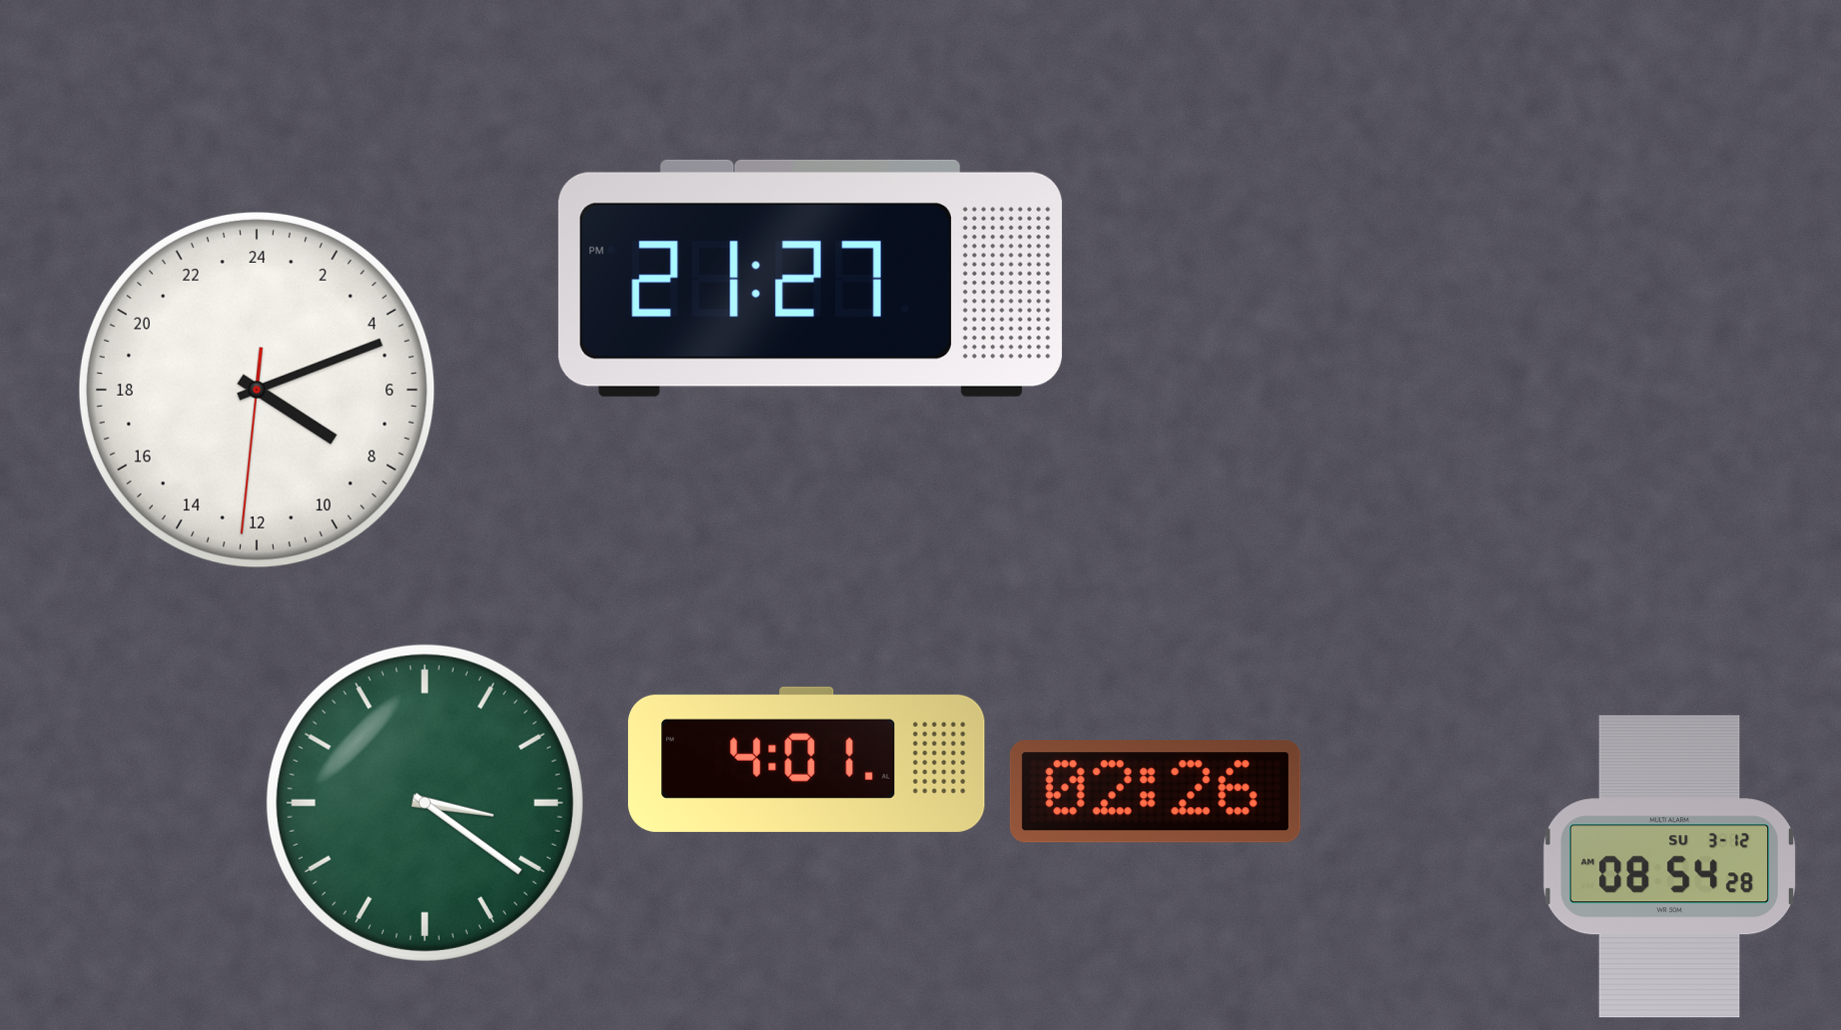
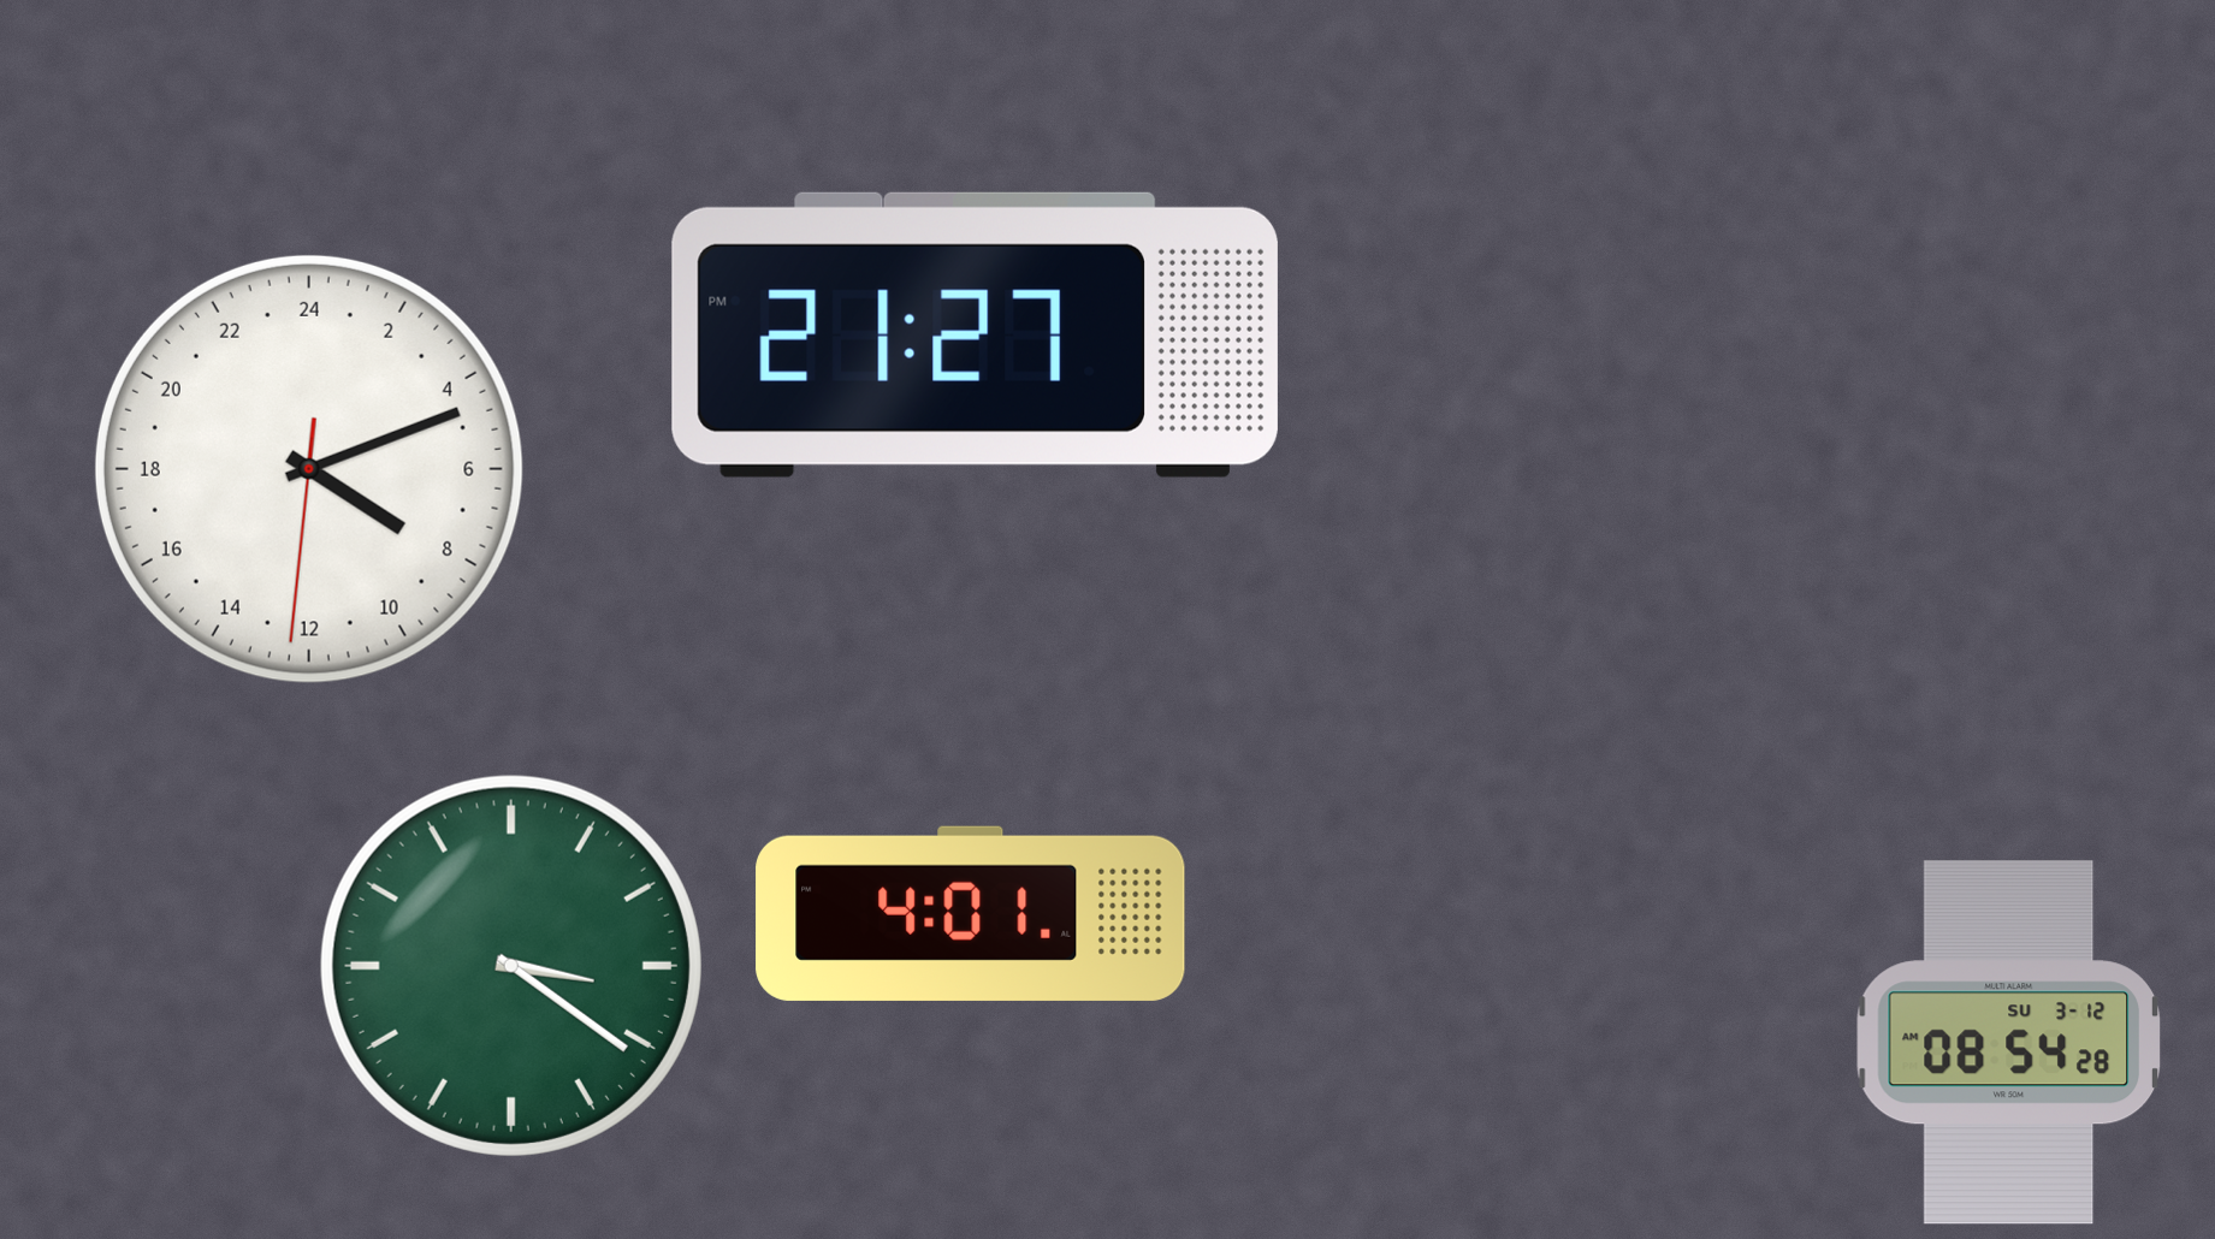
clock at (1155, 792): 02:26 -> none
